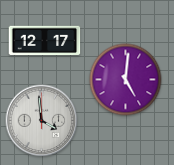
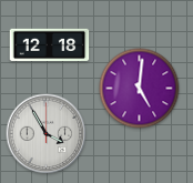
clock at (45, 41): 12:17 -> 12:18
clock at (42, 121): 3:59 -> 3:55
